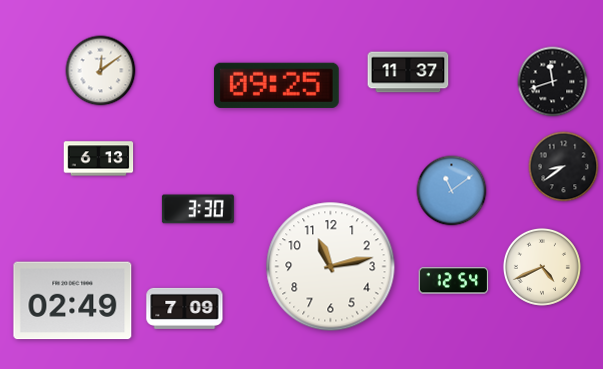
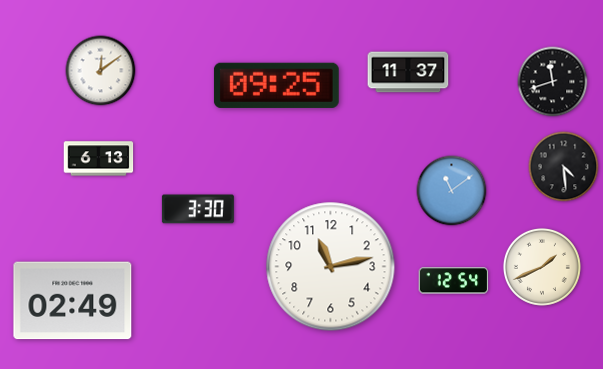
clock at (564, 167): 8:39 -> 4:29
clock at (542, 267): 4:41 -> 1:41
clock at (185, 308): 7:09 -> none
